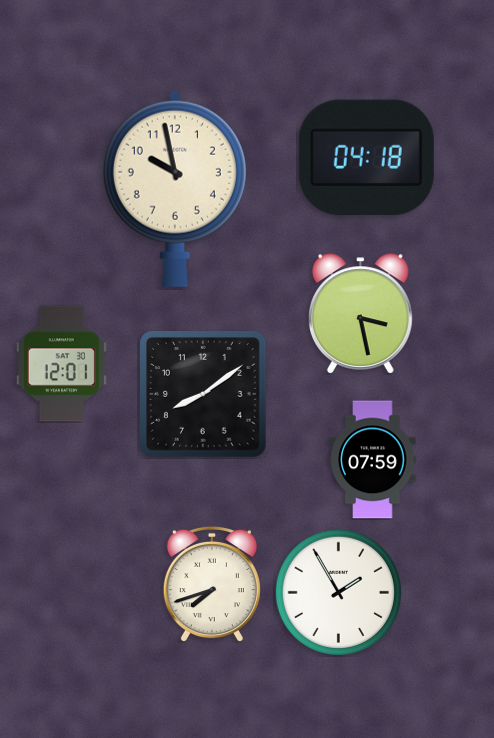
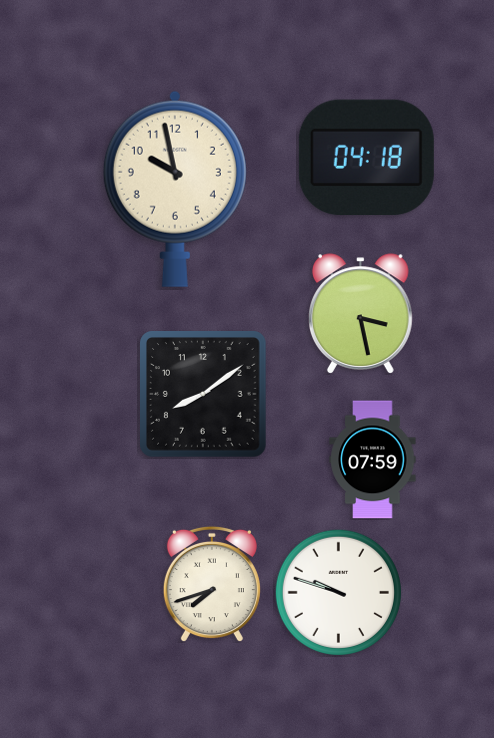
clock at (61, 364): 12:01 -> none
clock at (338, 592): 1:55 -> 9:48
